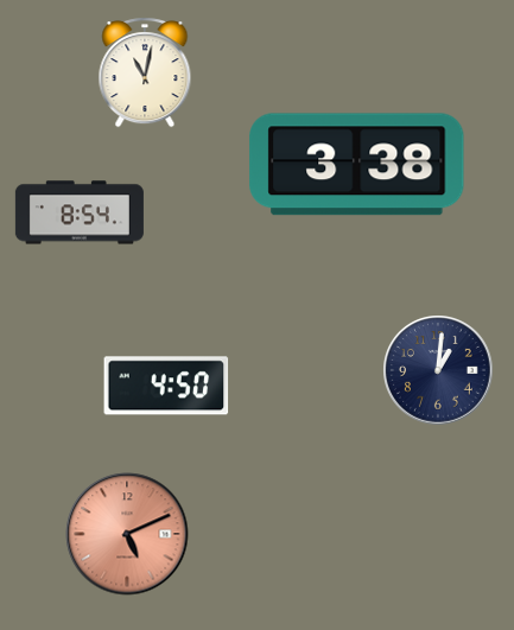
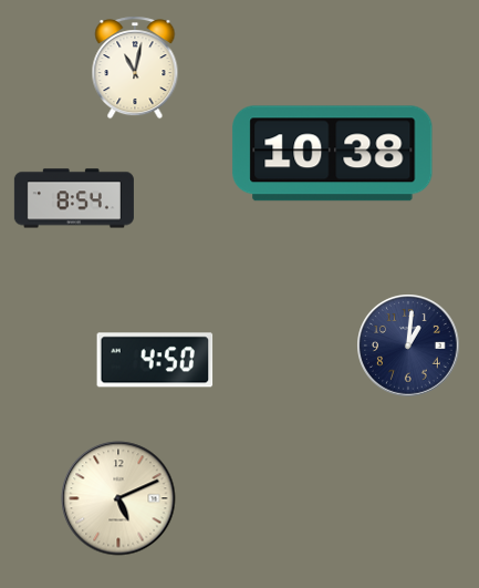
clock at (357, 165): 3:38 -> 10:38
clock at (127, 534) dial: salmon -> cream
